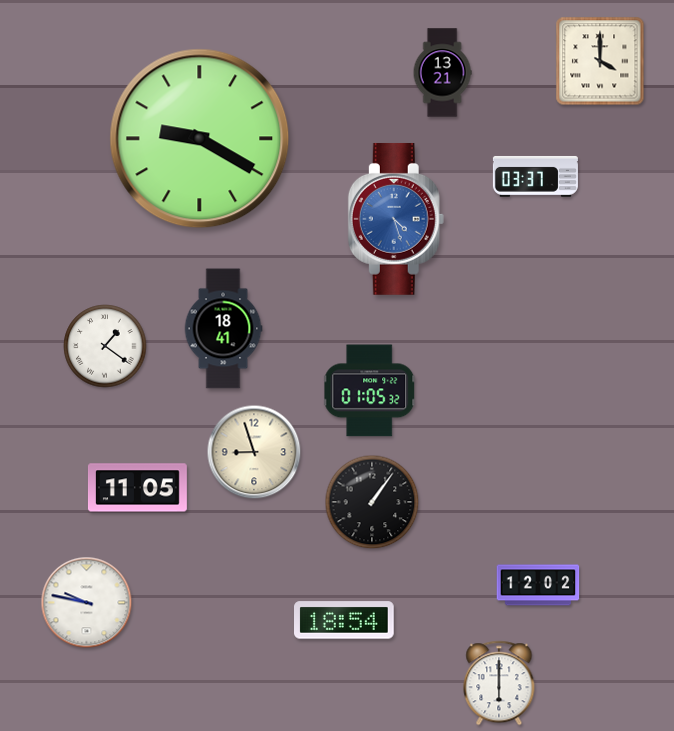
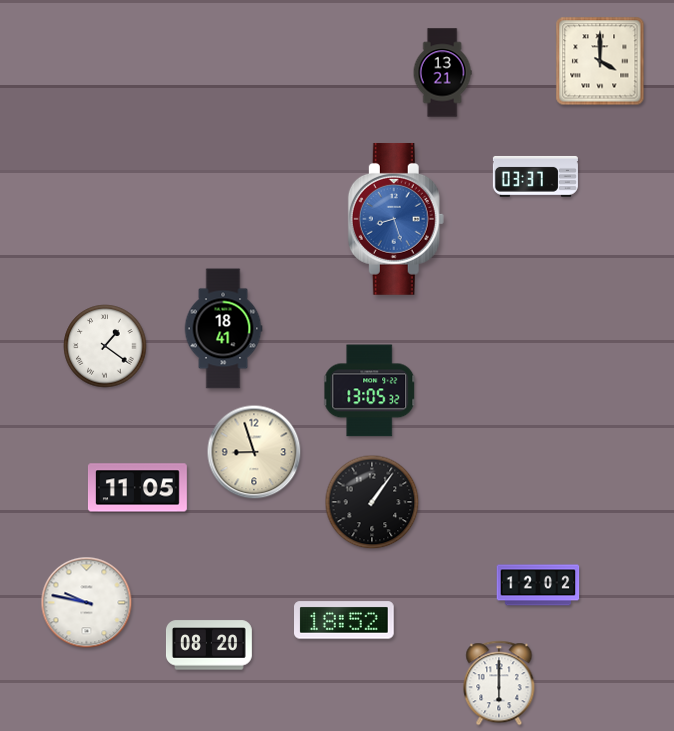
clock at (200, 139): 9:20 -> none
clock at (396, 219): 4:27 -> 8:27
clock at (370, 391): 01:05 -> 13:05
clock at (345, 620): 18:54 -> 18:52
clock at (209, 645): none -> 08:20
